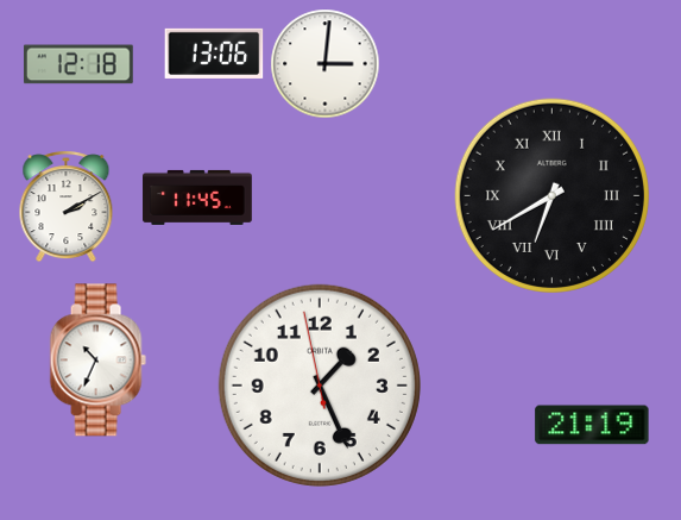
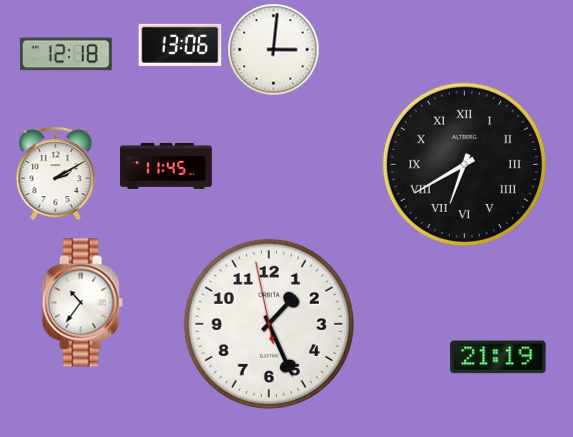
clock at (326, 64) position: (326, 64) -> (274, 50)
clock at (97, 361): 10:34 -> 10:36
